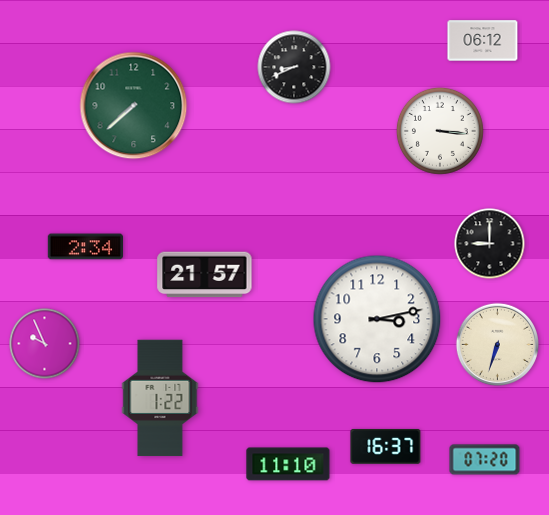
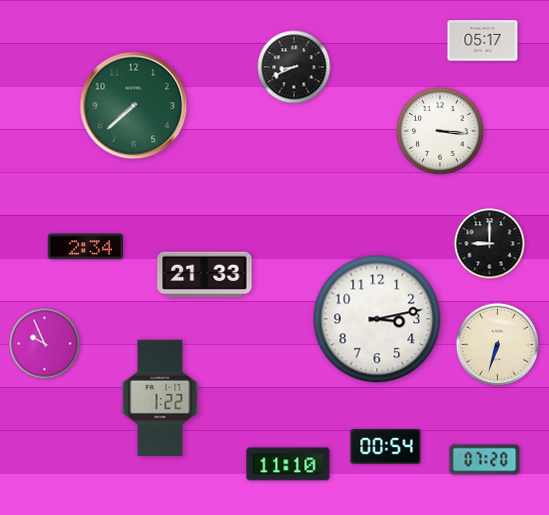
clock at (483, 41): 06:12 -> 05:17
clock at (205, 275): 21:57 -> 21:33
clock at (386, 446): 16:37 -> 00:54
